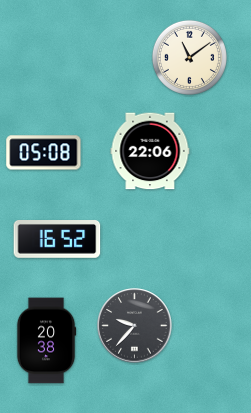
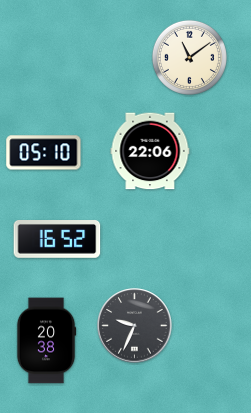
clock at (44, 153): 05:08 -> 05:10
clock at (135, 326): 9:37 -> 9:34
